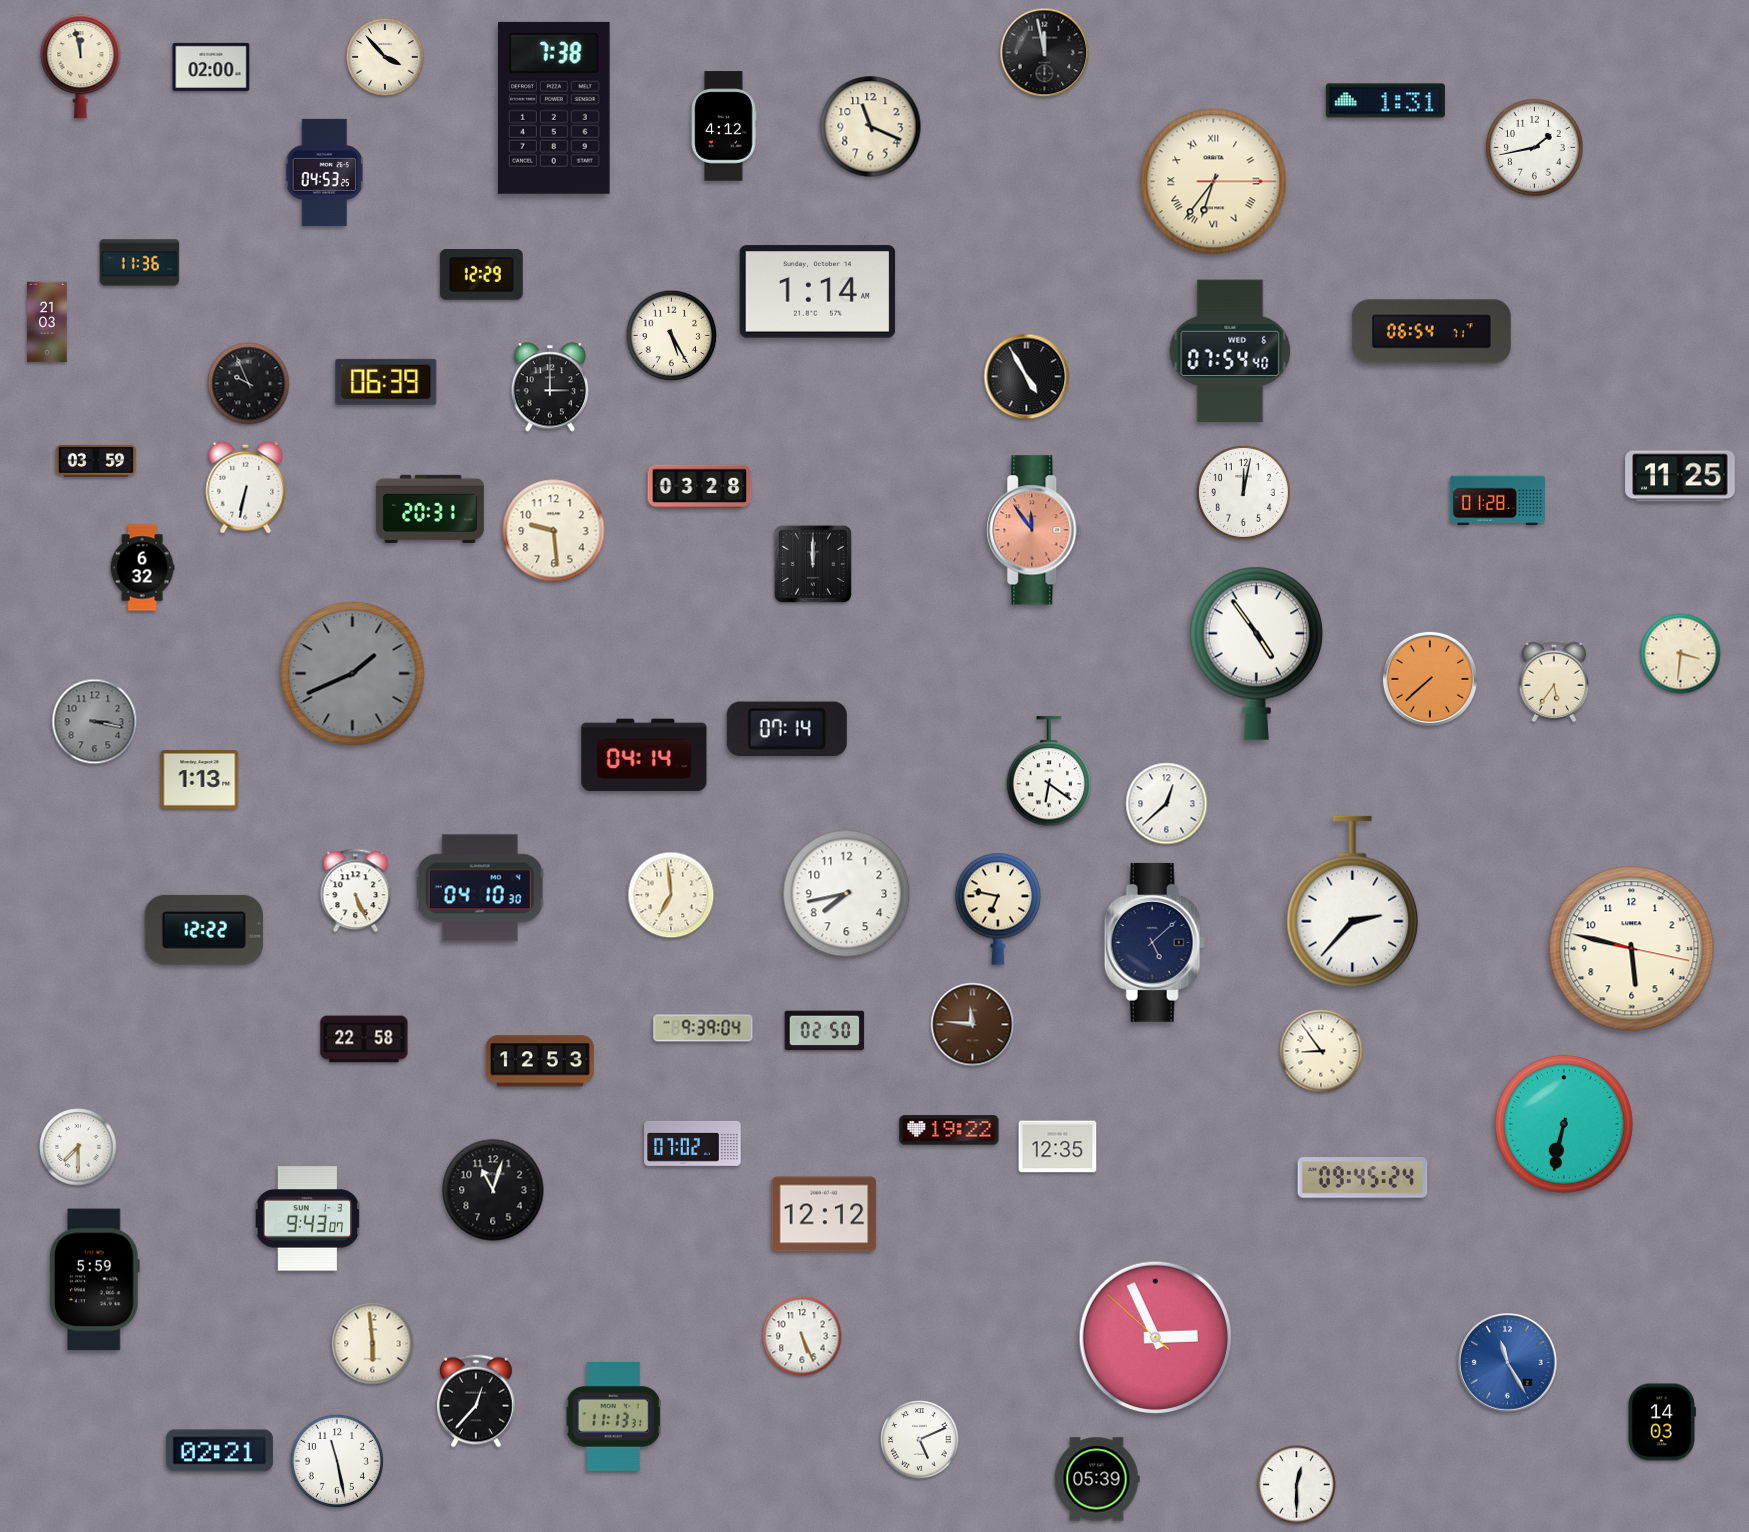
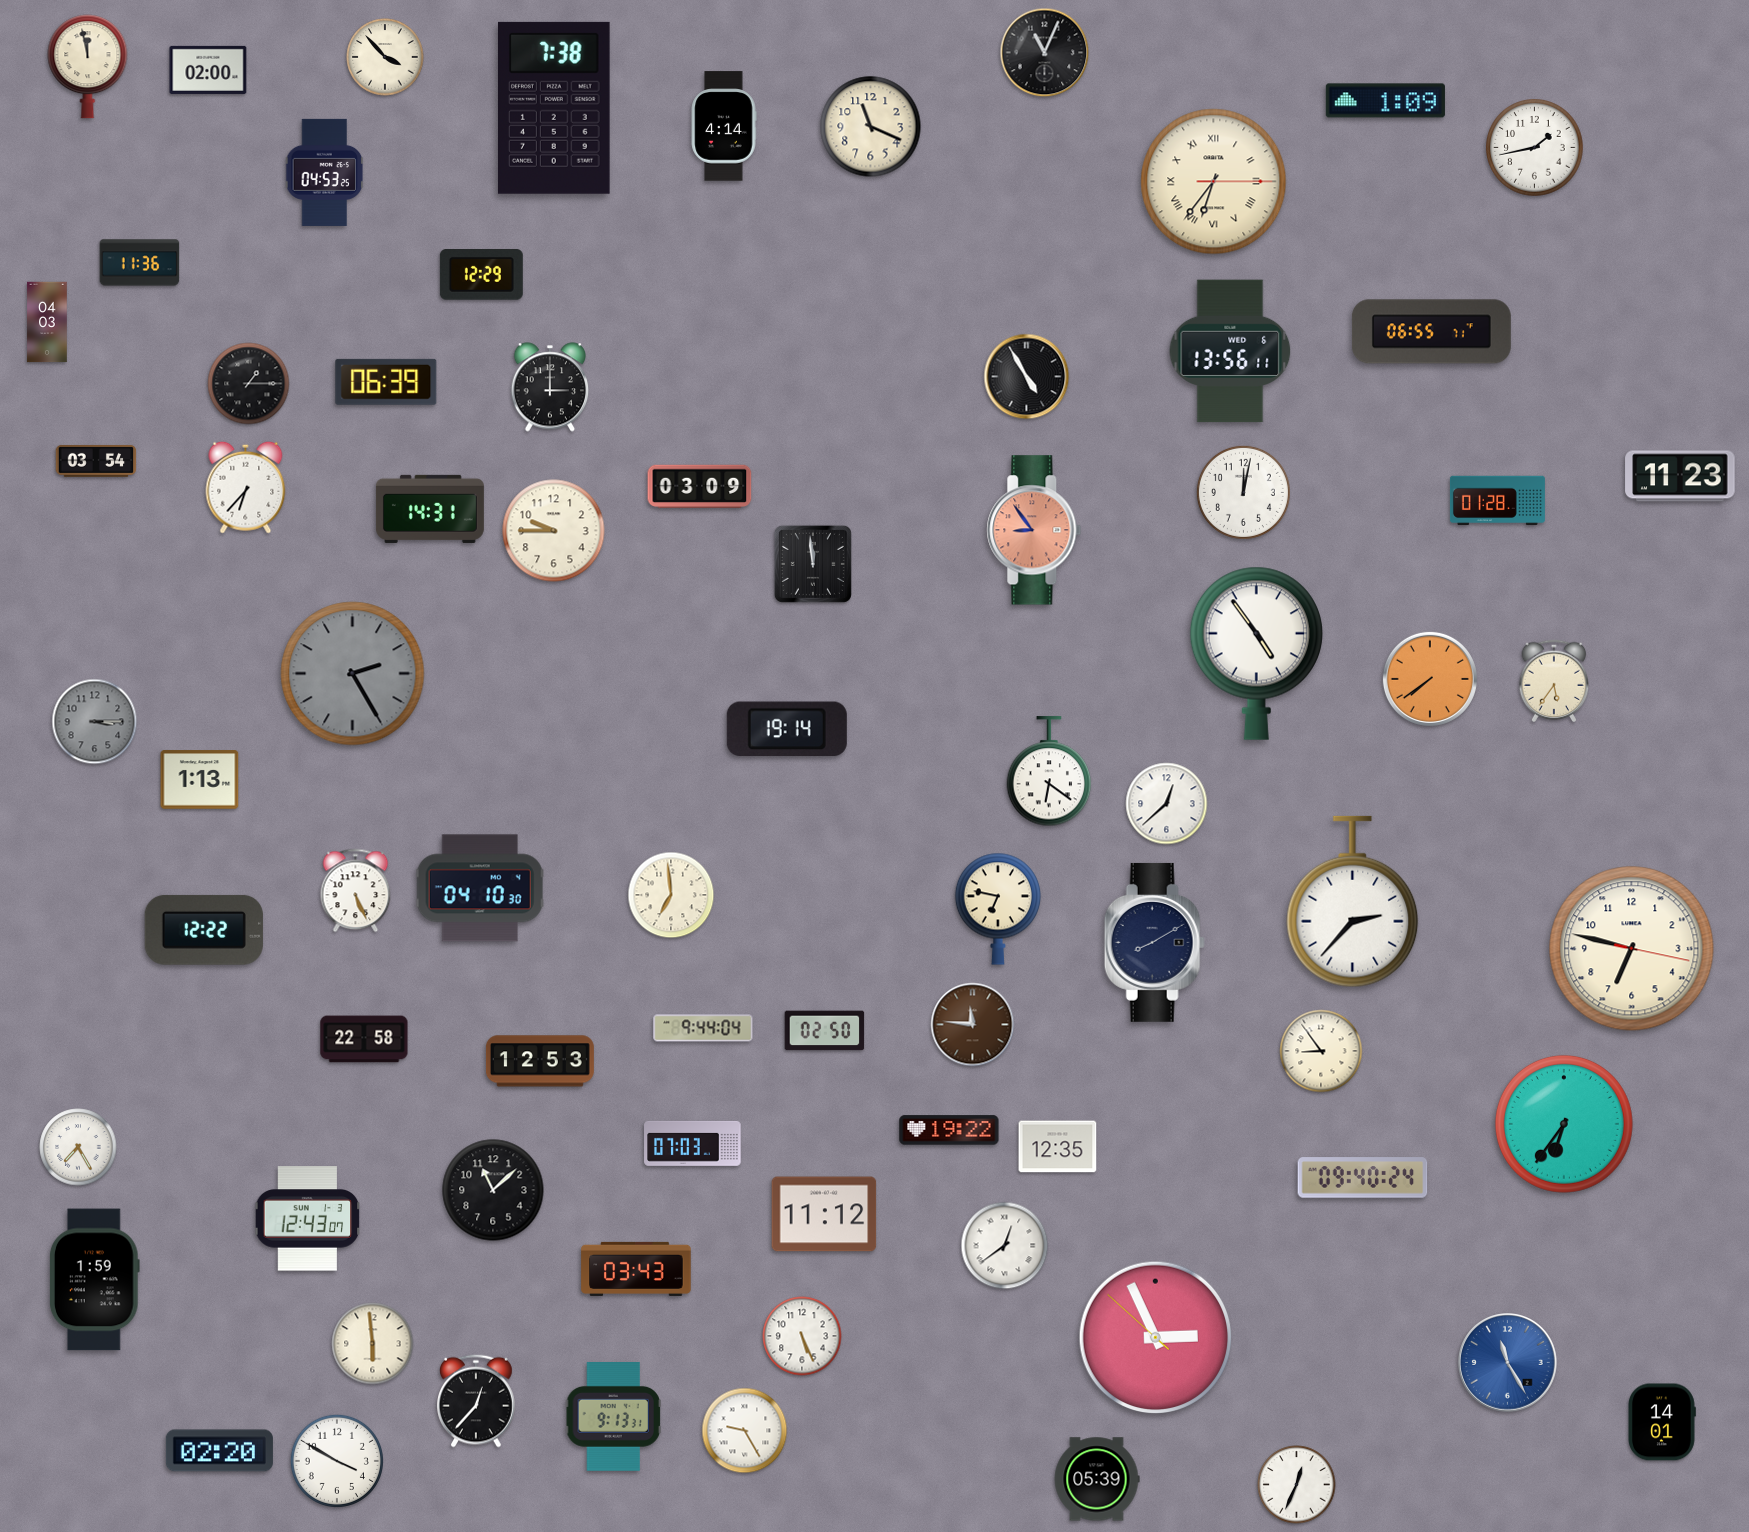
clock at (1045, 53): 11:58 -> 11:04
clock at (81, 67) position: (81, 67) -> (88, 67)
clock at (211, 67) position: (211, 67) -> (208, 70)
clock at (1385, 101): 1:31 -> 1:09
clock at (724, 126): 4:12 -> 4:14
clock at (818, 292): 1:14 -> none
clock at (47, 322): 21:03 -> 04:03
clock at (1431, 332): 06:54 -> 06:55
clock at (672, 336): 5:25 -> none
clock at (1230, 351): 07:54 -> 13:56
clock at (249, 384): 9:56 -> 1:15
clock at (96, 461): 03:59 -> 03:54
clock at (1680, 476): 11:25 -> 11:23
clock at (246, 487): 6:32 -> 6:37
clock at (700, 487): 03:28 -> 03:09
clock at (430, 509): 20:31 -> 14:31
clock at (1034, 530): 11:54 -> 8:54
clock at (554, 531): 9:29 -> 9:45
clock at (813, 564): 12:00 -> 11:59
clock at (142, 568): 6:32 -> none
clock at (1681, 654): 3:31 -> none
clock at (353, 674): 1:41 -> 2:25
clock at (1430, 679): 7:38 -> 7:39
clock at (95, 722): 3:17 -> 3:15
clock at (787, 729): 07:14 -> 19:14
clock at (644, 755): 04:14 -> none
clock at (847, 894): 7:43 -> none
clock at (1154, 942): 5:08 -> 8:10
clock at (1632, 949): 5:47 -> 6:47
clock at (703, 1028): 9:39 -> 9:44
clock at (1564, 1124): 6:32 -> 6:36
clock at (693, 1143): 07:02 -> 07:03
clock at (78, 1147): 7:30 -> 7:25
clock at (1363, 1178): 09:45 -> 09:40
clock at (493, 1190): 11:03 -> 11:08
clock at (824, 1214): 12:12 -> 11:12
clock at (308, 1219): 9:43 -> 12:43
clock at (1005, 1246): none -> 12:39
clock at (636, 1269): none -> 03:43
clock at (94, 1280): 5:59 -> 1:59
clock at (613, 1417): 11:13 -> 9:13
clock at (1662, 1422): 14:03 -> 14:01
clock at (745, 1431): none -> 9:25
clock at (920, 1440): 5:11 -> none
clock at (219, 1451): 02:21 -> 02:20
clock at (337, 1461): 11:28 -> 3:50
clock at (1297, 1485): 12:30 -> 12:34
